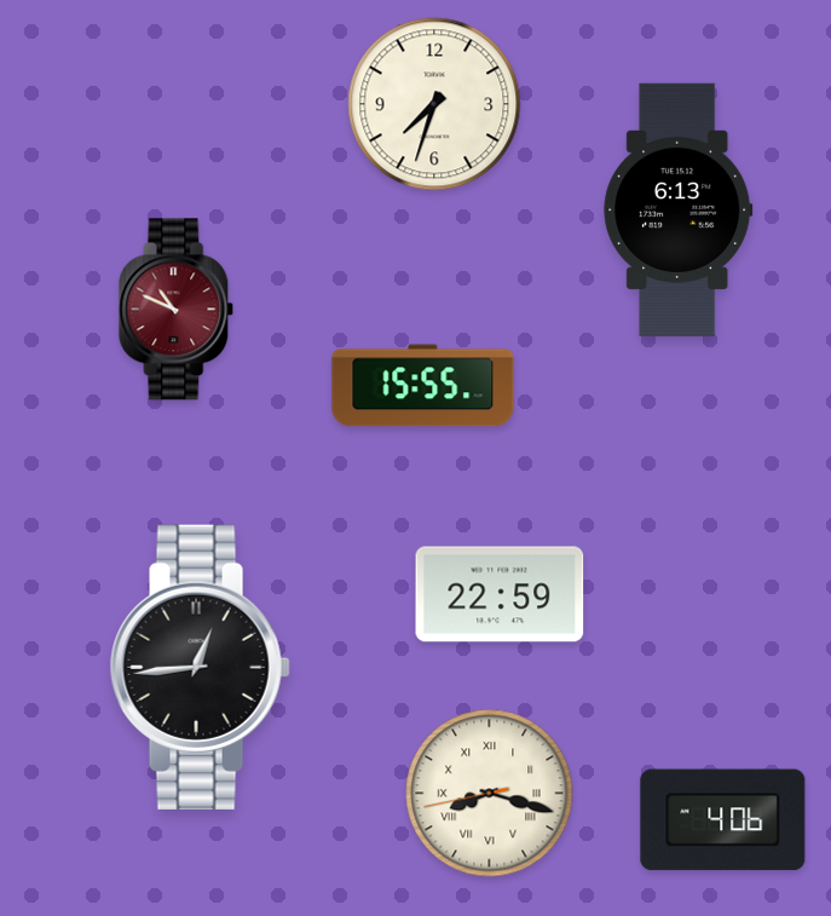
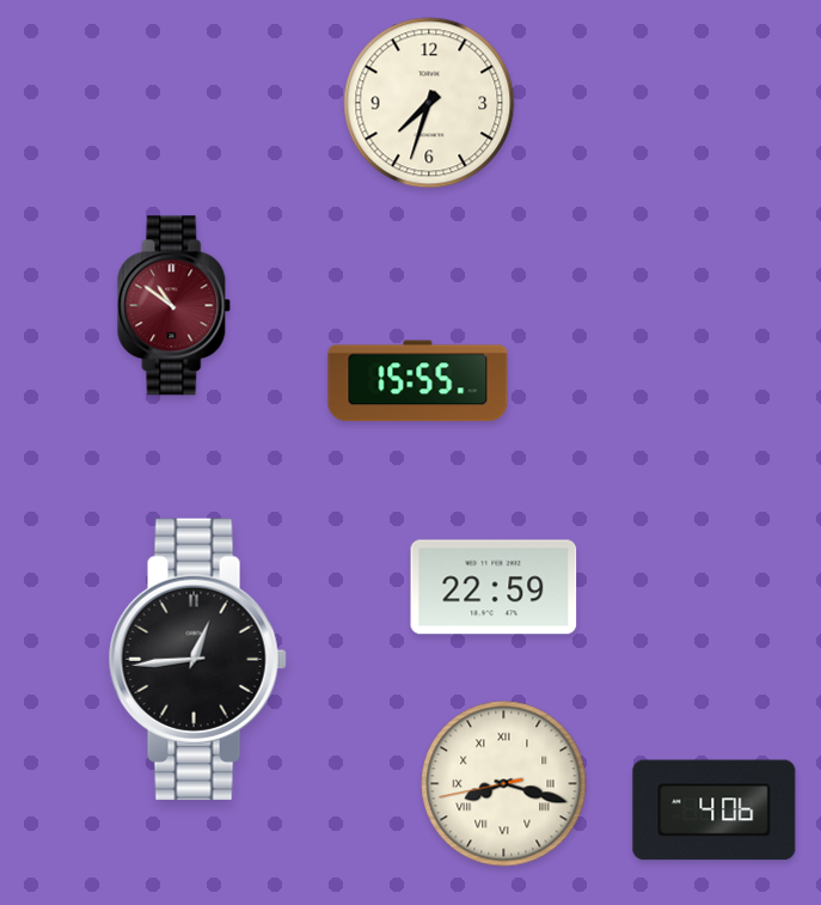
clock at (679, 209): 6:13 -> none
clock at (177, 310): 10:49 -> 10:51
clock at (490, 794) position: (490, 794) -> (504, 784)
